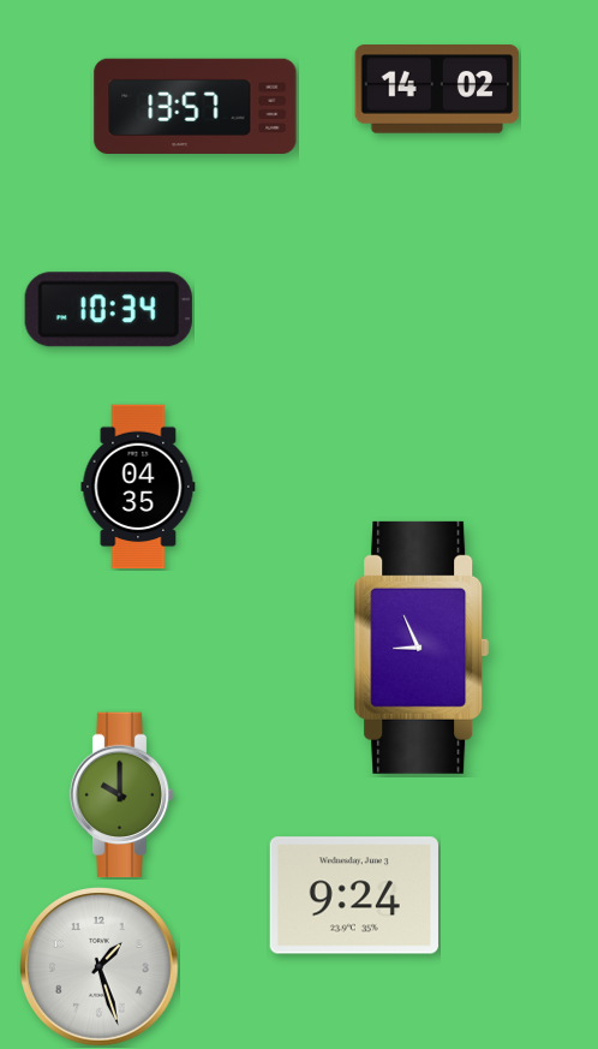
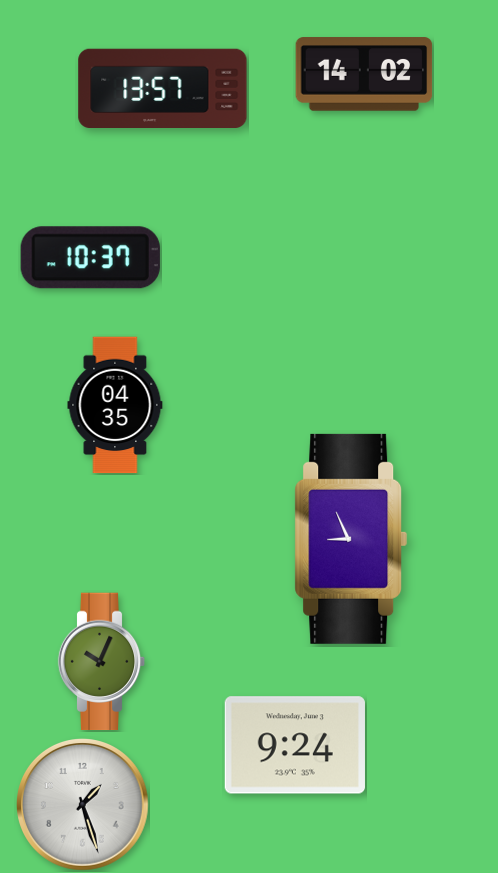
clock at (108, 310): 10:34 -> 10:37
clock at (122, 795): 10:00 -> 10:04
